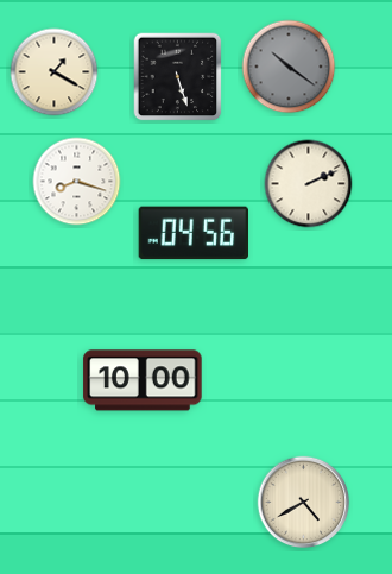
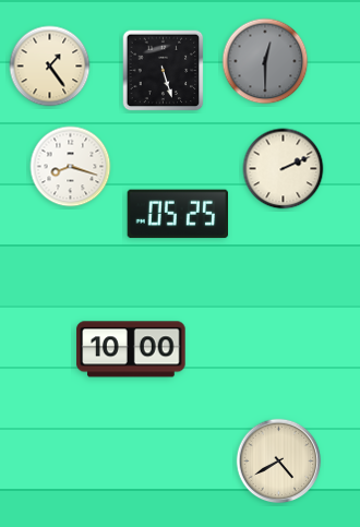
clock at (289, 67): 10:21 -> 12:30
clock at (55, 72): 1:20 -> 1:24
clock at (192, 233): 04:56 -> 05:25
